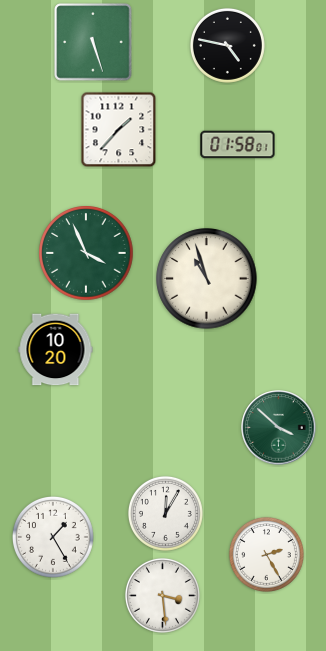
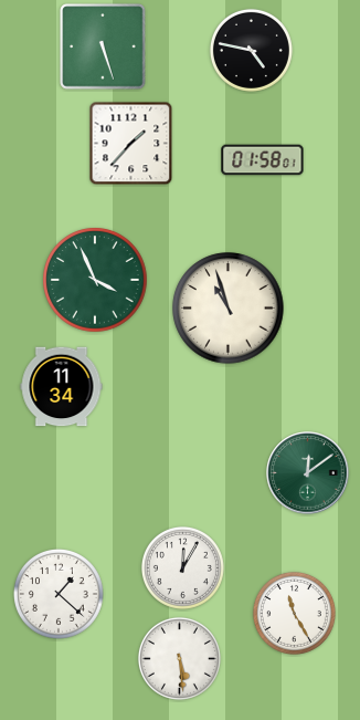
clock at (56, 350): 10:20 -> 11:34
clock at (279, 428): 3:52 -> 12:09
clock at (53, 537): 1:25 -> 1:22
clock at (266, 554): 2:25 -> 11:25
clock at (162, 595): 3:29 -> 5:29
